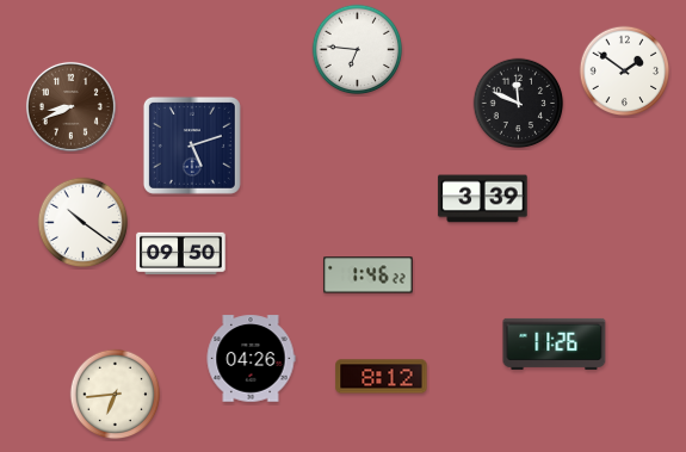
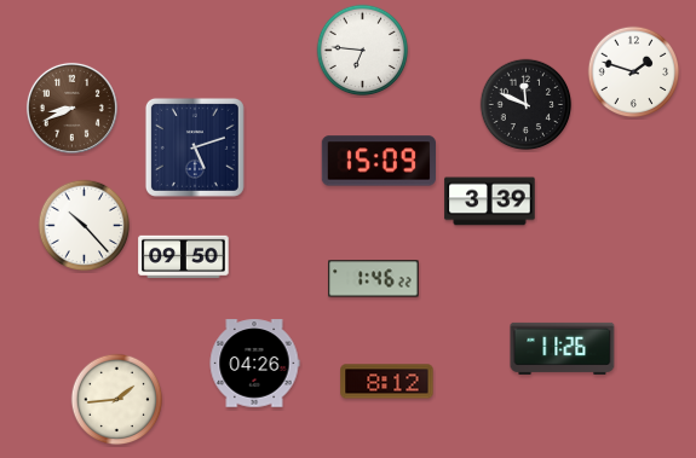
clock at (625, 72): 1:51 -> 1:48
clock at (378, 161): none -> 15:09
clock at (84, 223): 10:21 -> 10:23
clock at (116, 395): 6:44 -> 1:44
